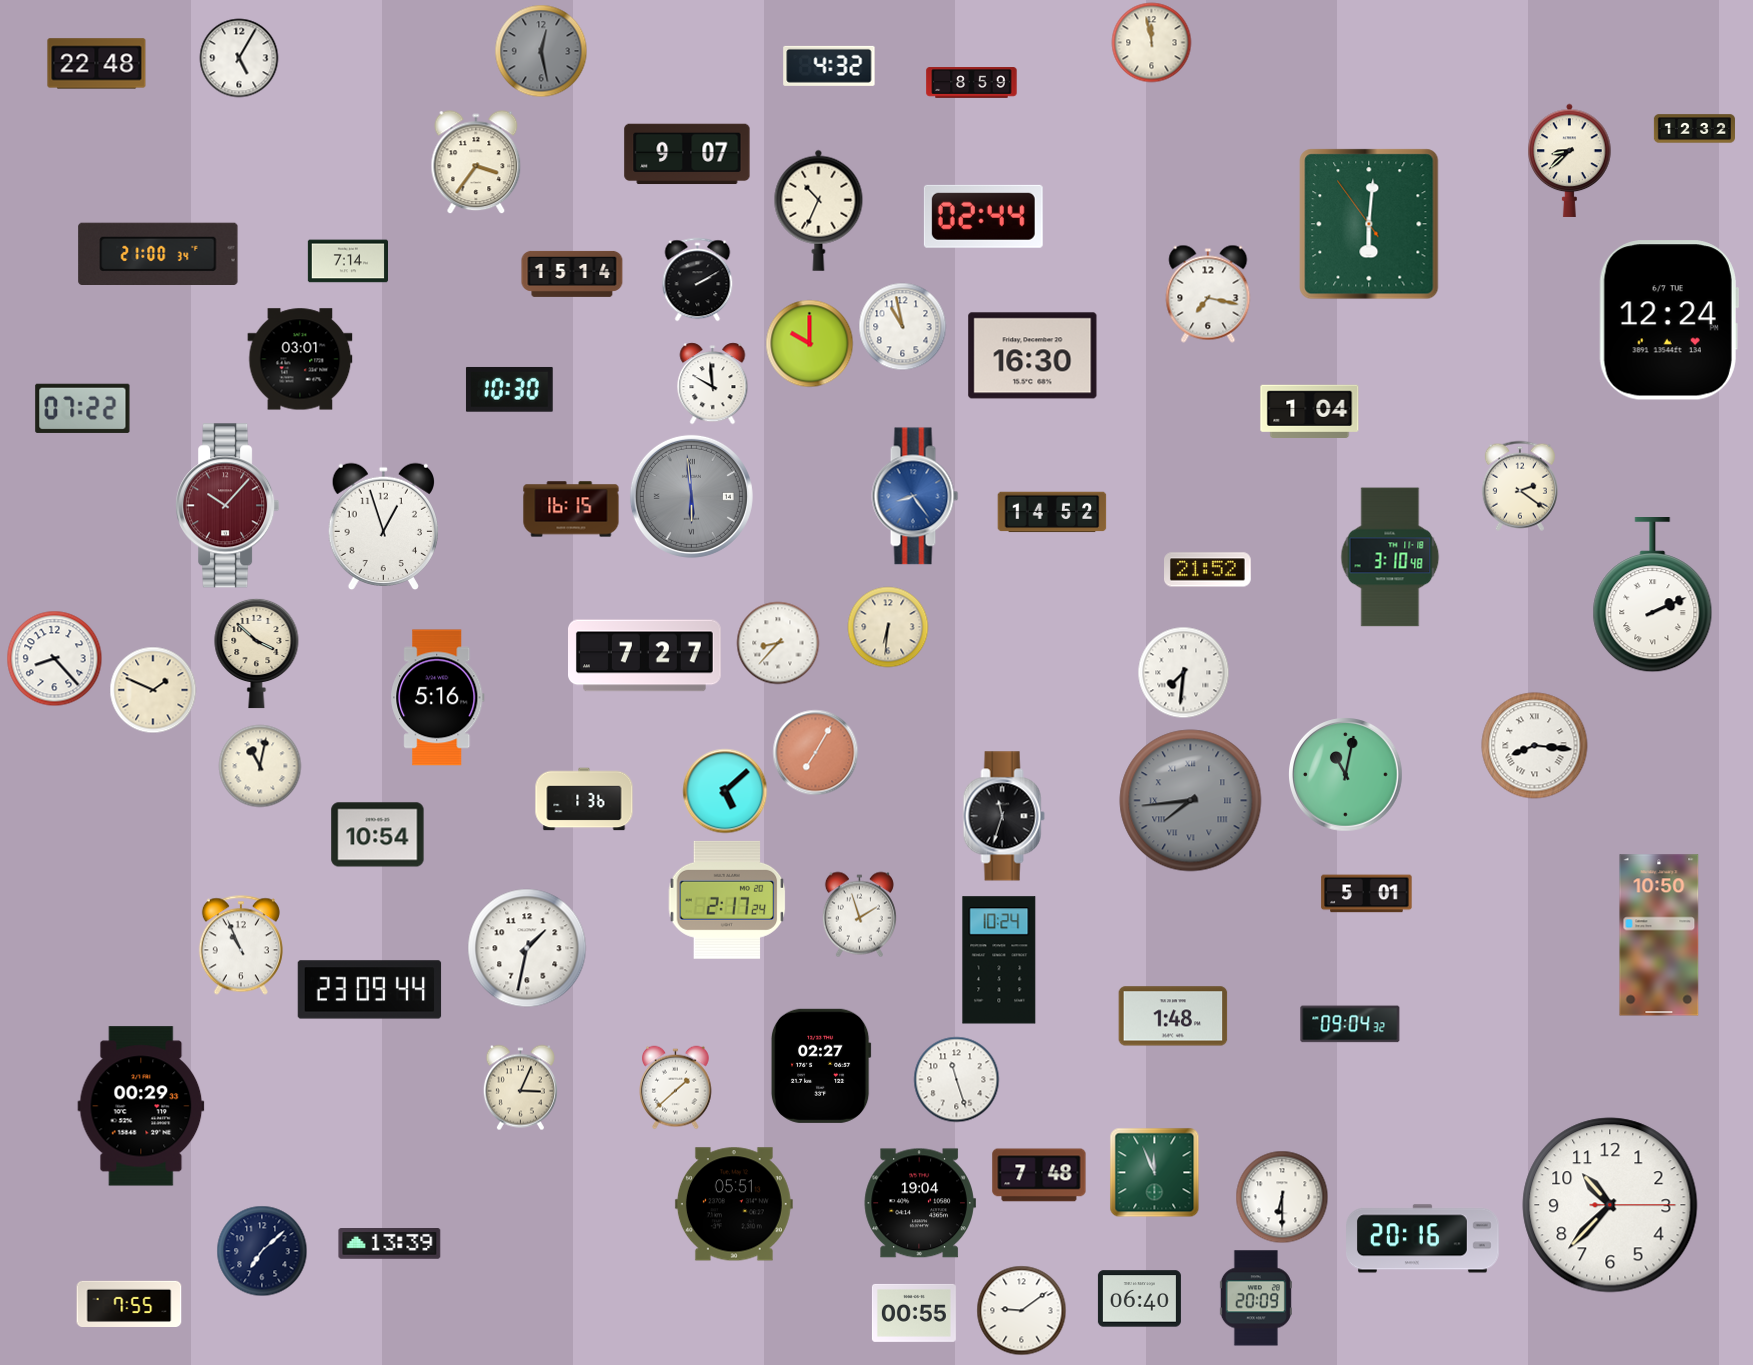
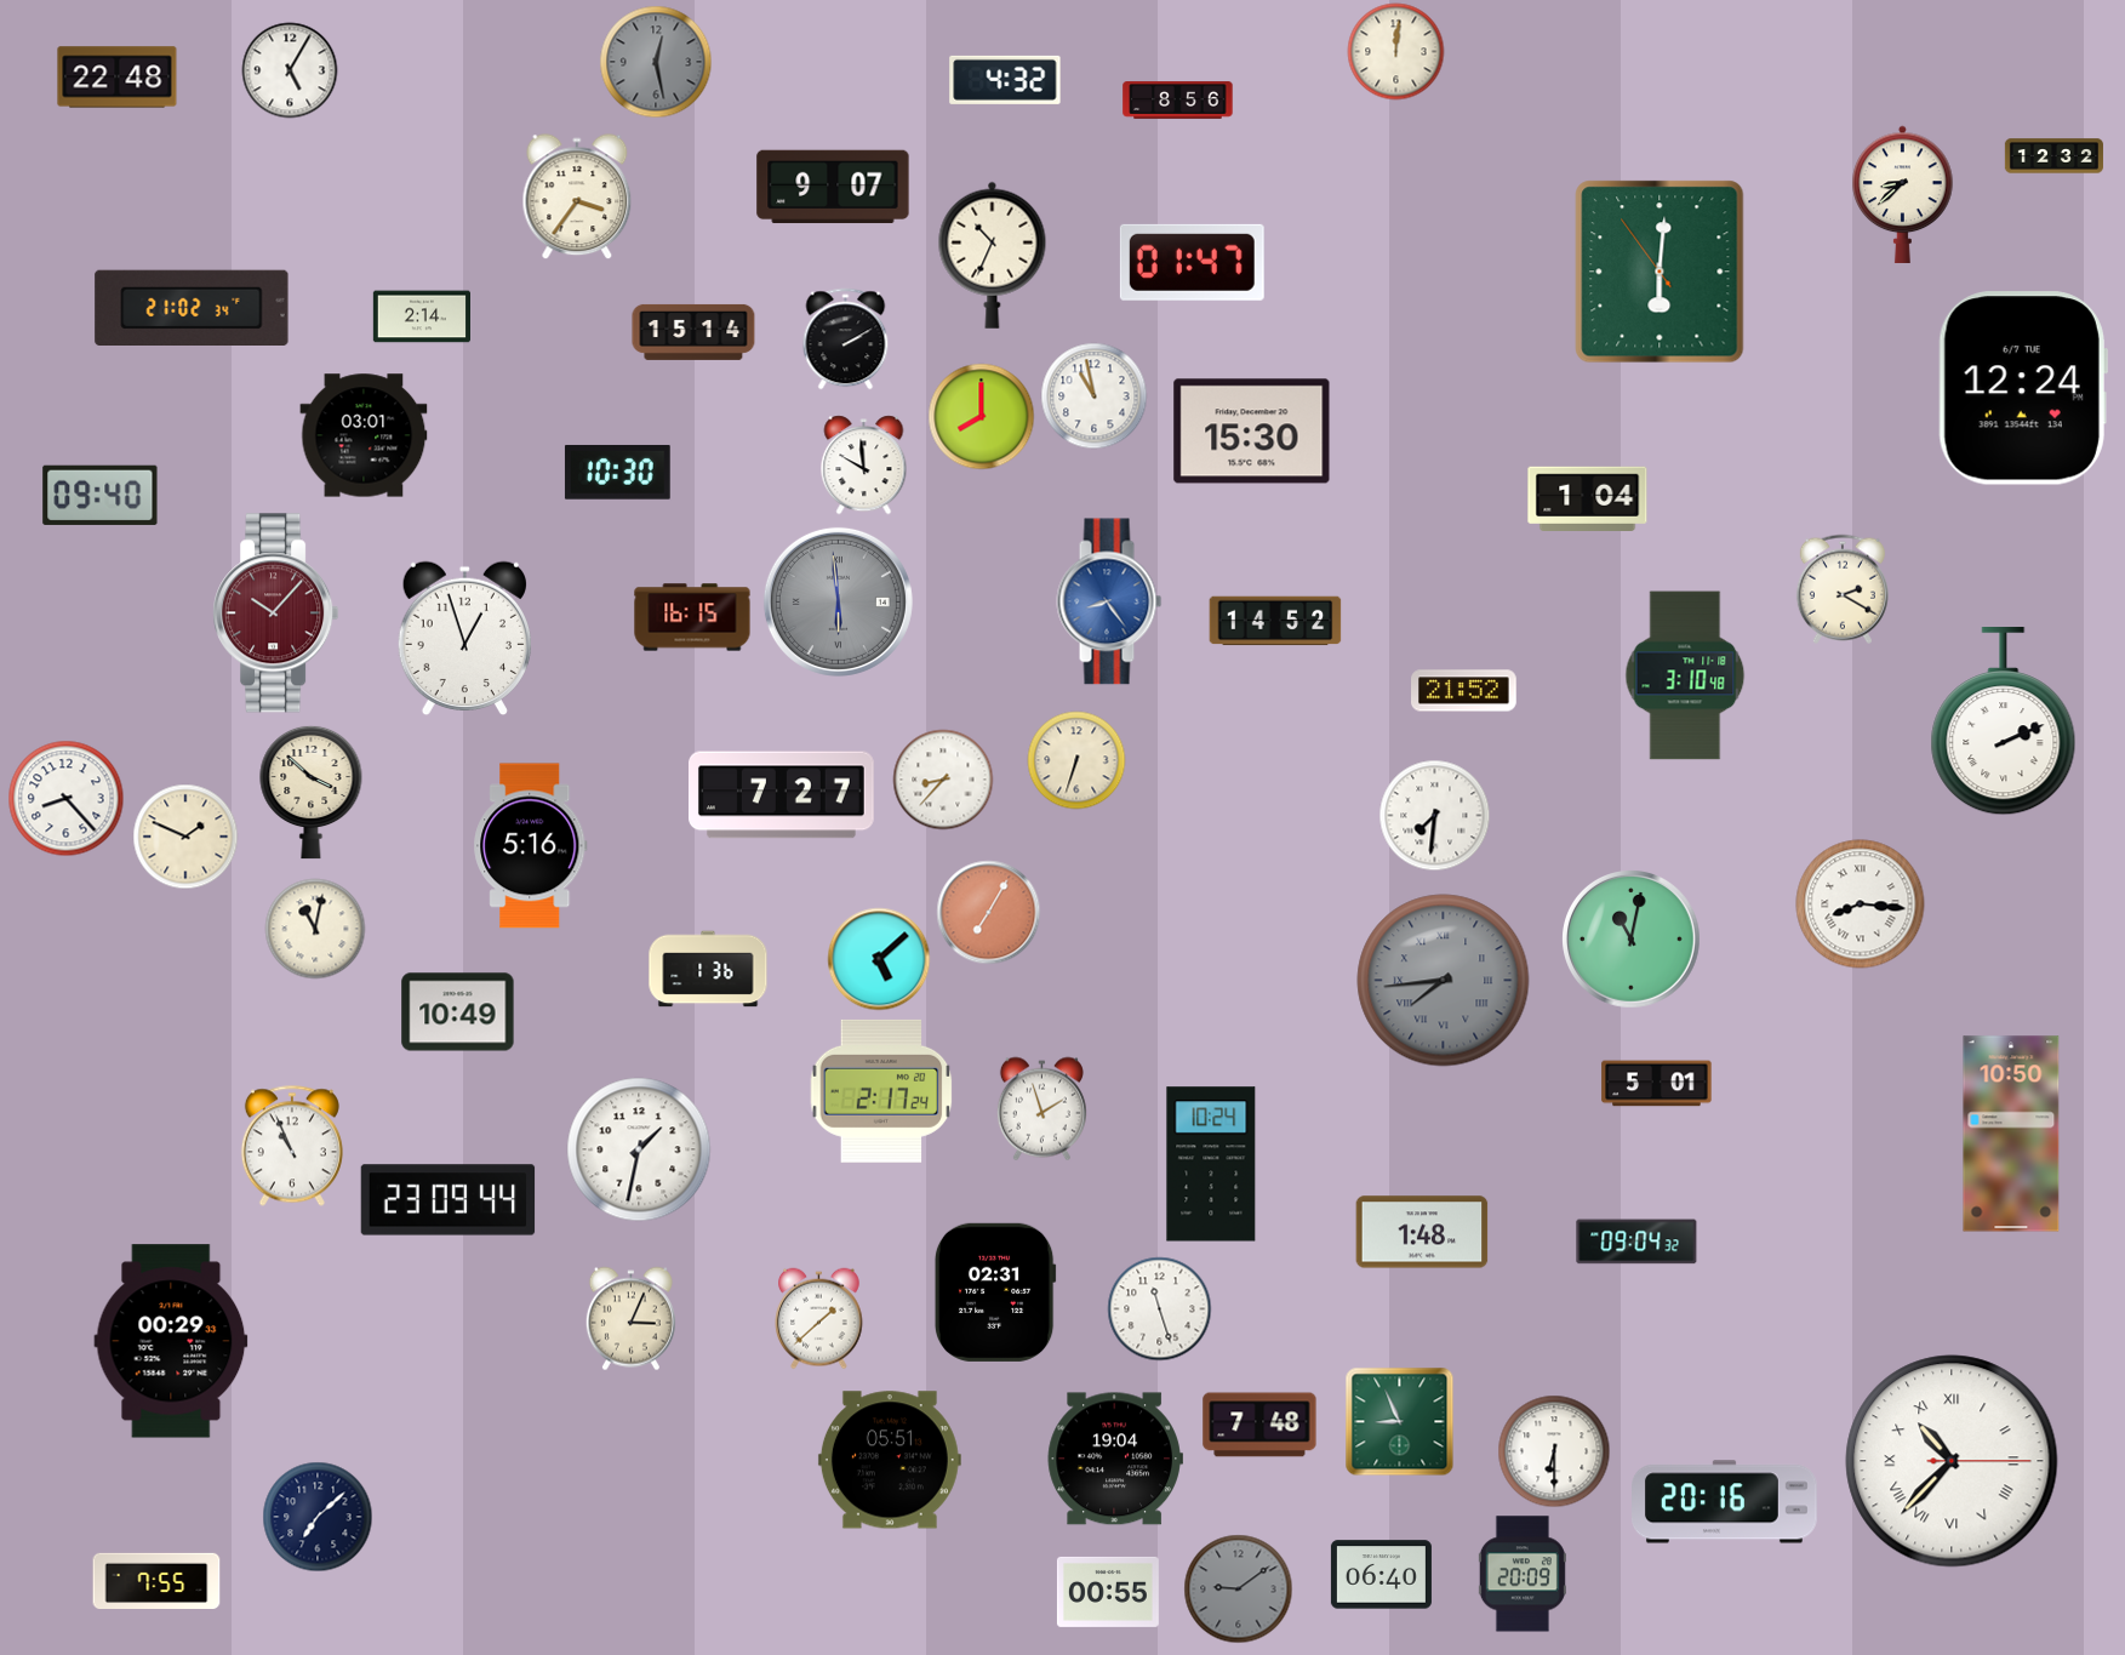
clock at (1152, 43): 11:58 -> 12:01
clock at (972, 83): 8:59 -> 8:56
clock at (983, 216): 02:44 -> 01:47
clock at (158, 253): 21:00 -> 21:02
clock at (347, 261): 7:14 -> 2:14
clock at (1208, 294): 7:17 -> none
clock at (810, 344): 10:00 -> 8:00
clock at (1033, 356): 16:30 -> 15:30
clock at (83, 408): 07:22 -> 09:40
clock at (1520, 486): 2:21 -> 2:20
clock at (888, 627): 6:31 -> 6:33
clock at (1191, 801) position: (1191, 801) -> (1444, 981)
clock at (1004, 816): 11:33 -> none
clock at (378, 835): 10:54 -> 10:49
clock at (821, 1066): 02:27 -> 02:31
clock at (1155, 1173): 11:56 -> 8:56
clock at (1610, 1205) numerals: Arabic -> Roman
clock at (390, 1244): 13:39 -> none
clock at (1022, 1311) dial: white -> grey
